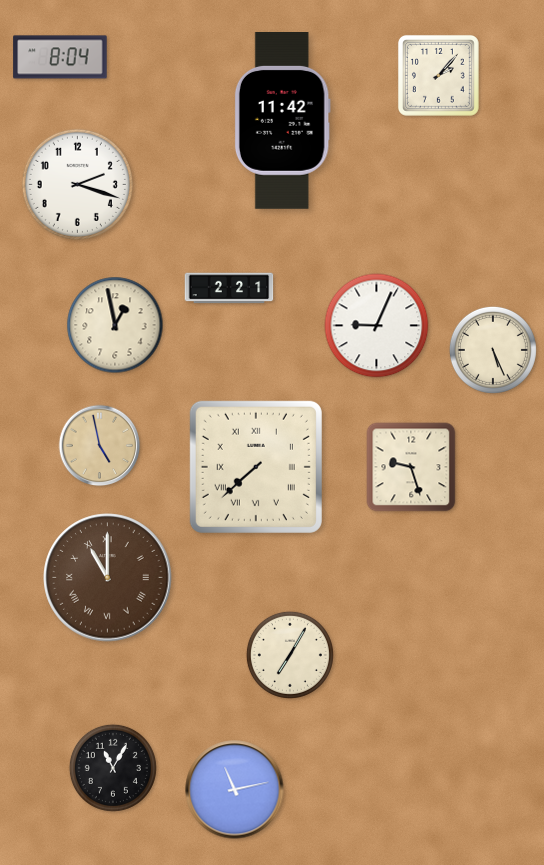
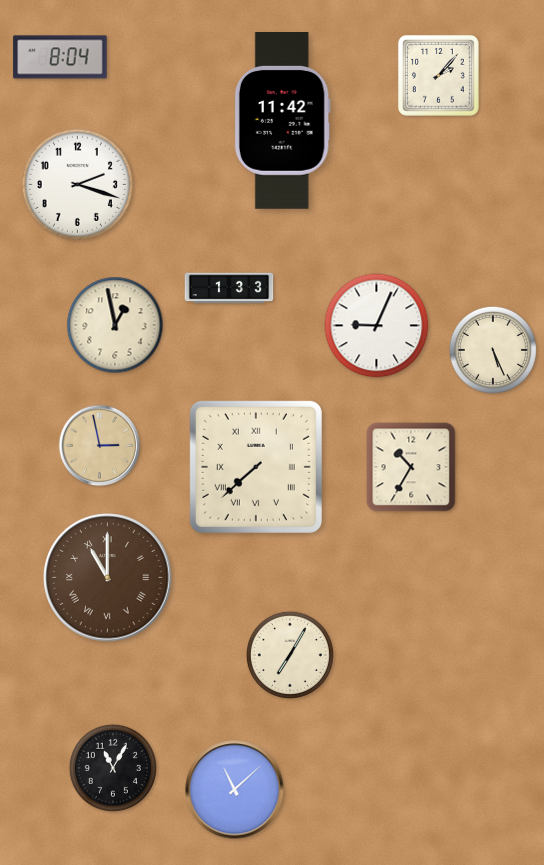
clock at (229, 288): 2:21 -> 1:33
clock at (100, 446): 4:58 -> 2:58
clock at (411, 467): 9:27 -> 10:35
clock at (235, 790): 11:13 -> 11:08
